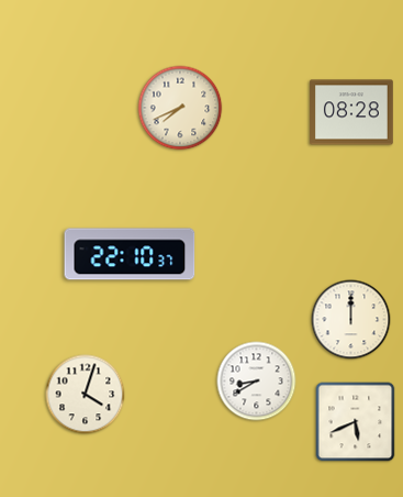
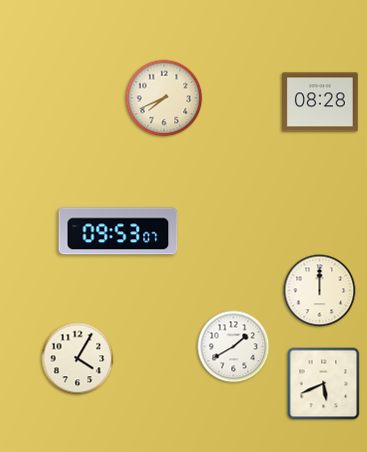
clock at (130, 254): 22:10 -> 09:53
clock at (257, 382): 8:40 -> 1:40
clock at (86, 395): 4:03 -> 4:05
